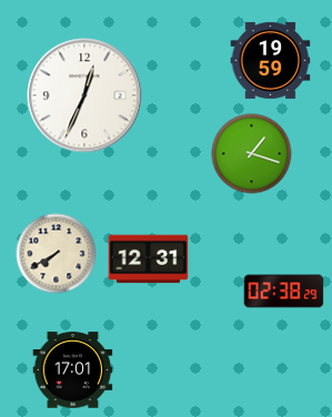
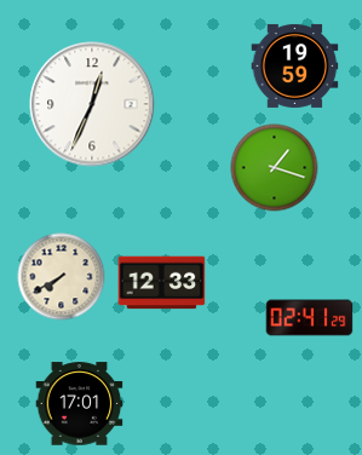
clock at (149, 260): 12:31 -> 12:33
clock at (284, 292): 02:38 -> 02:41
